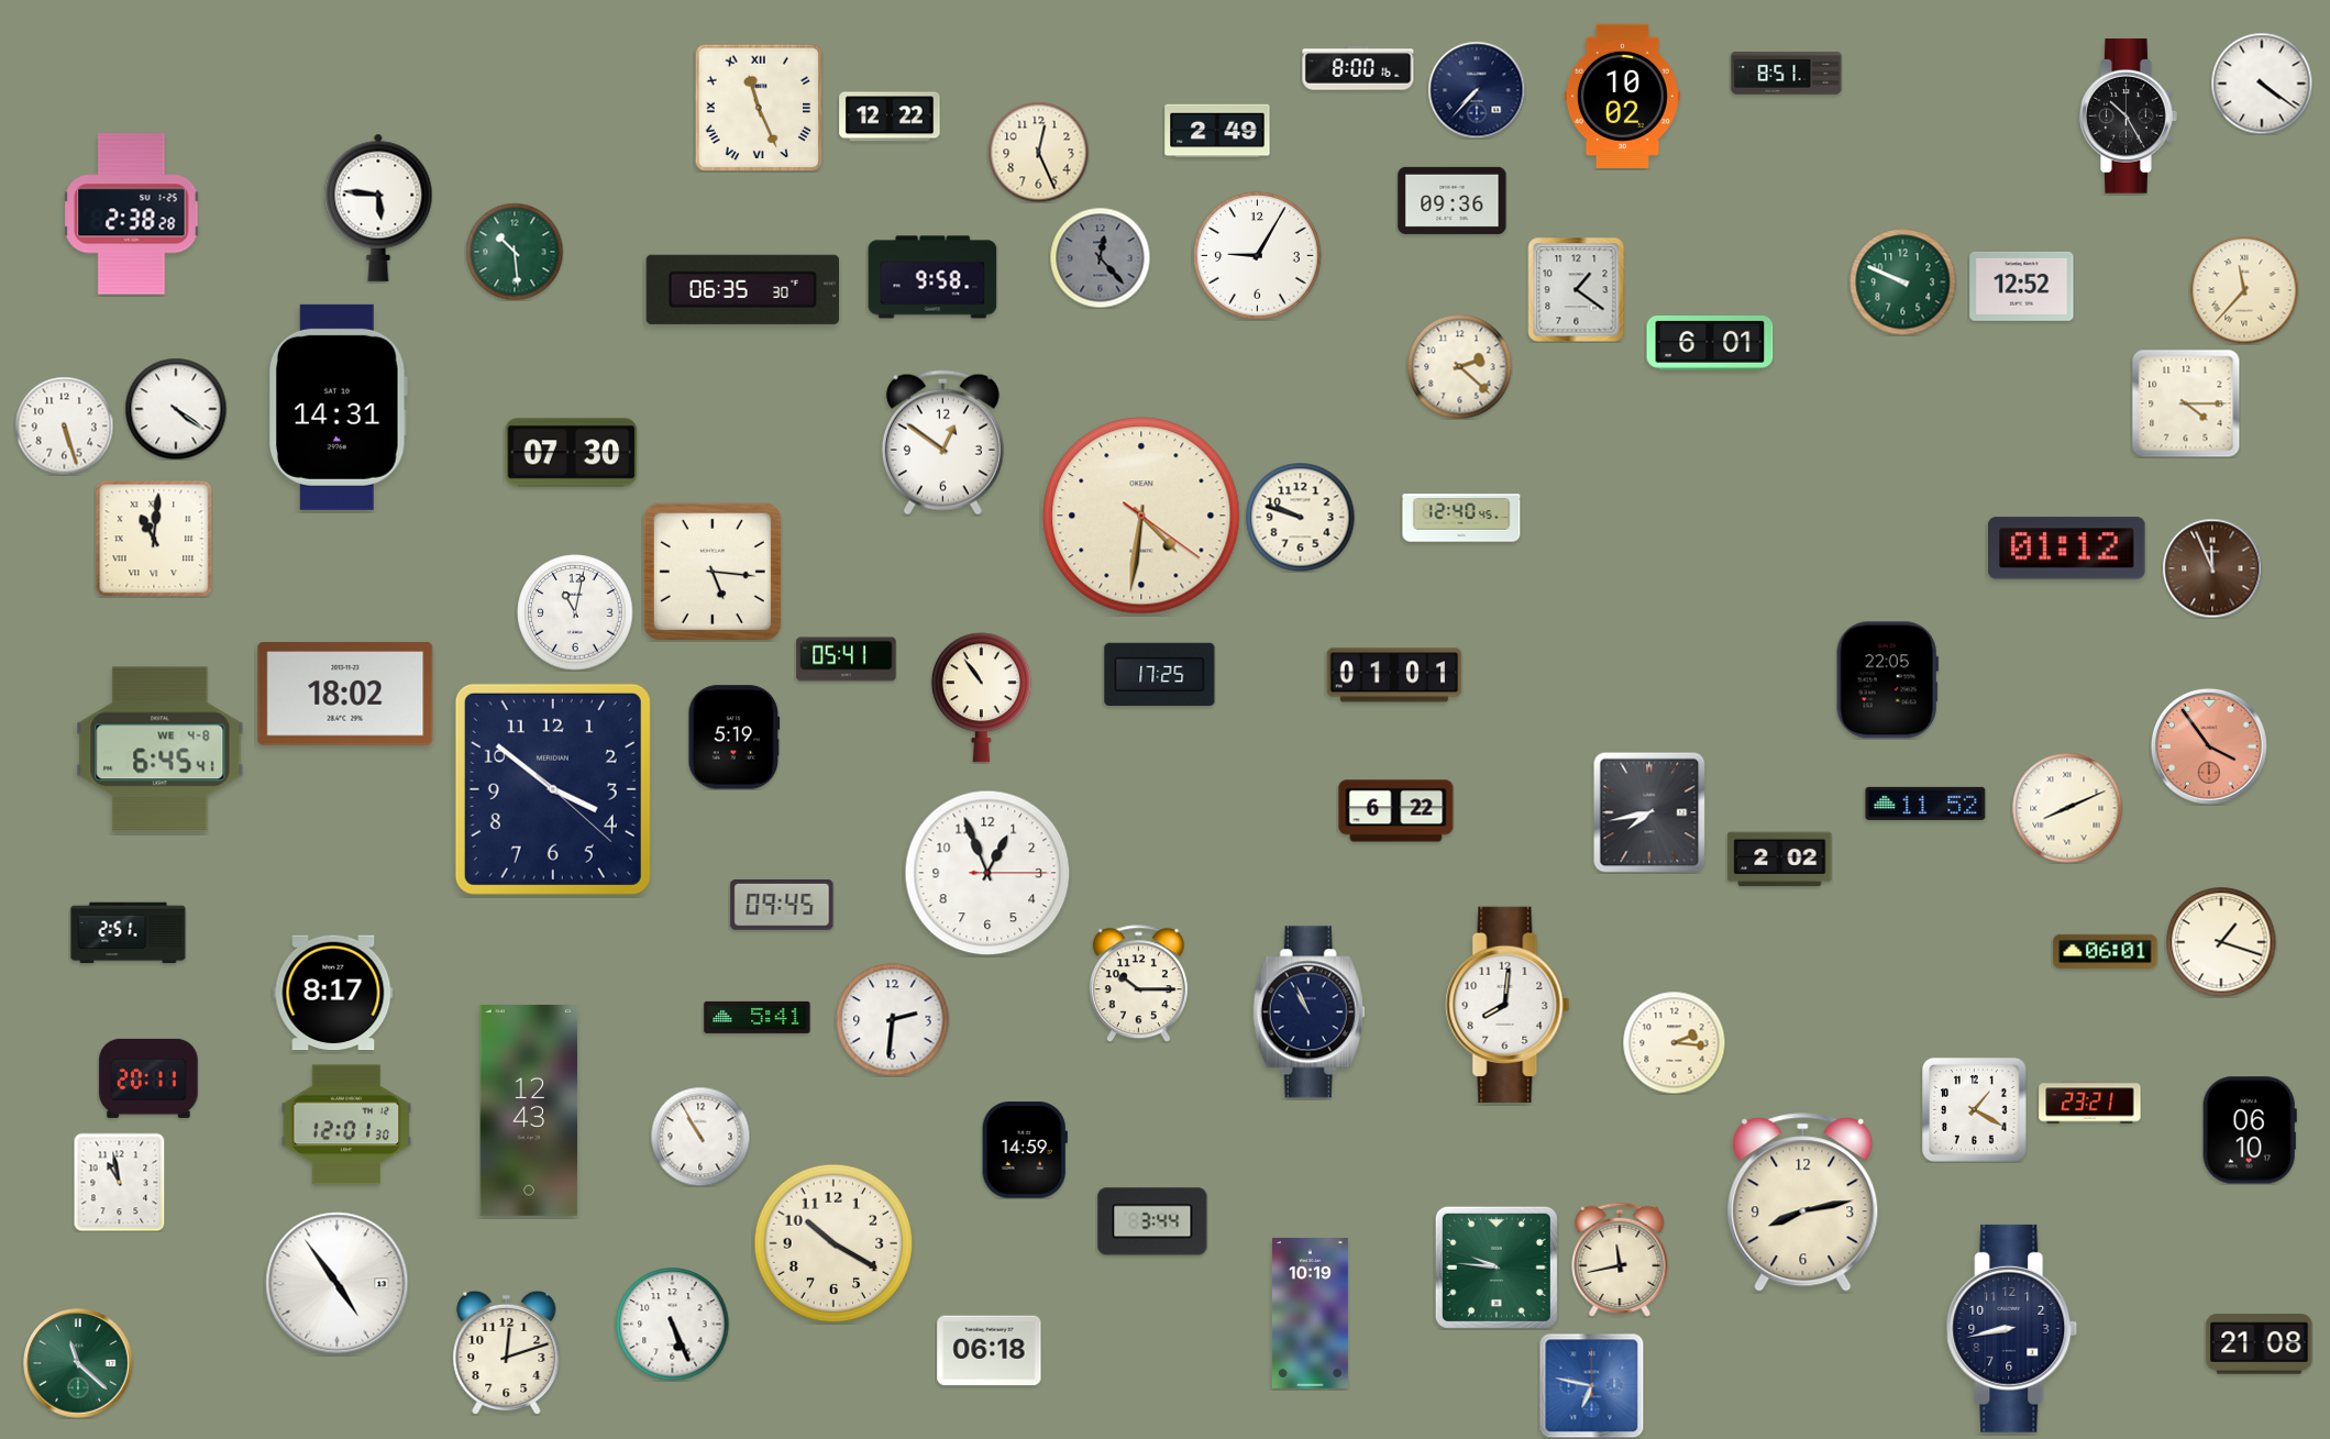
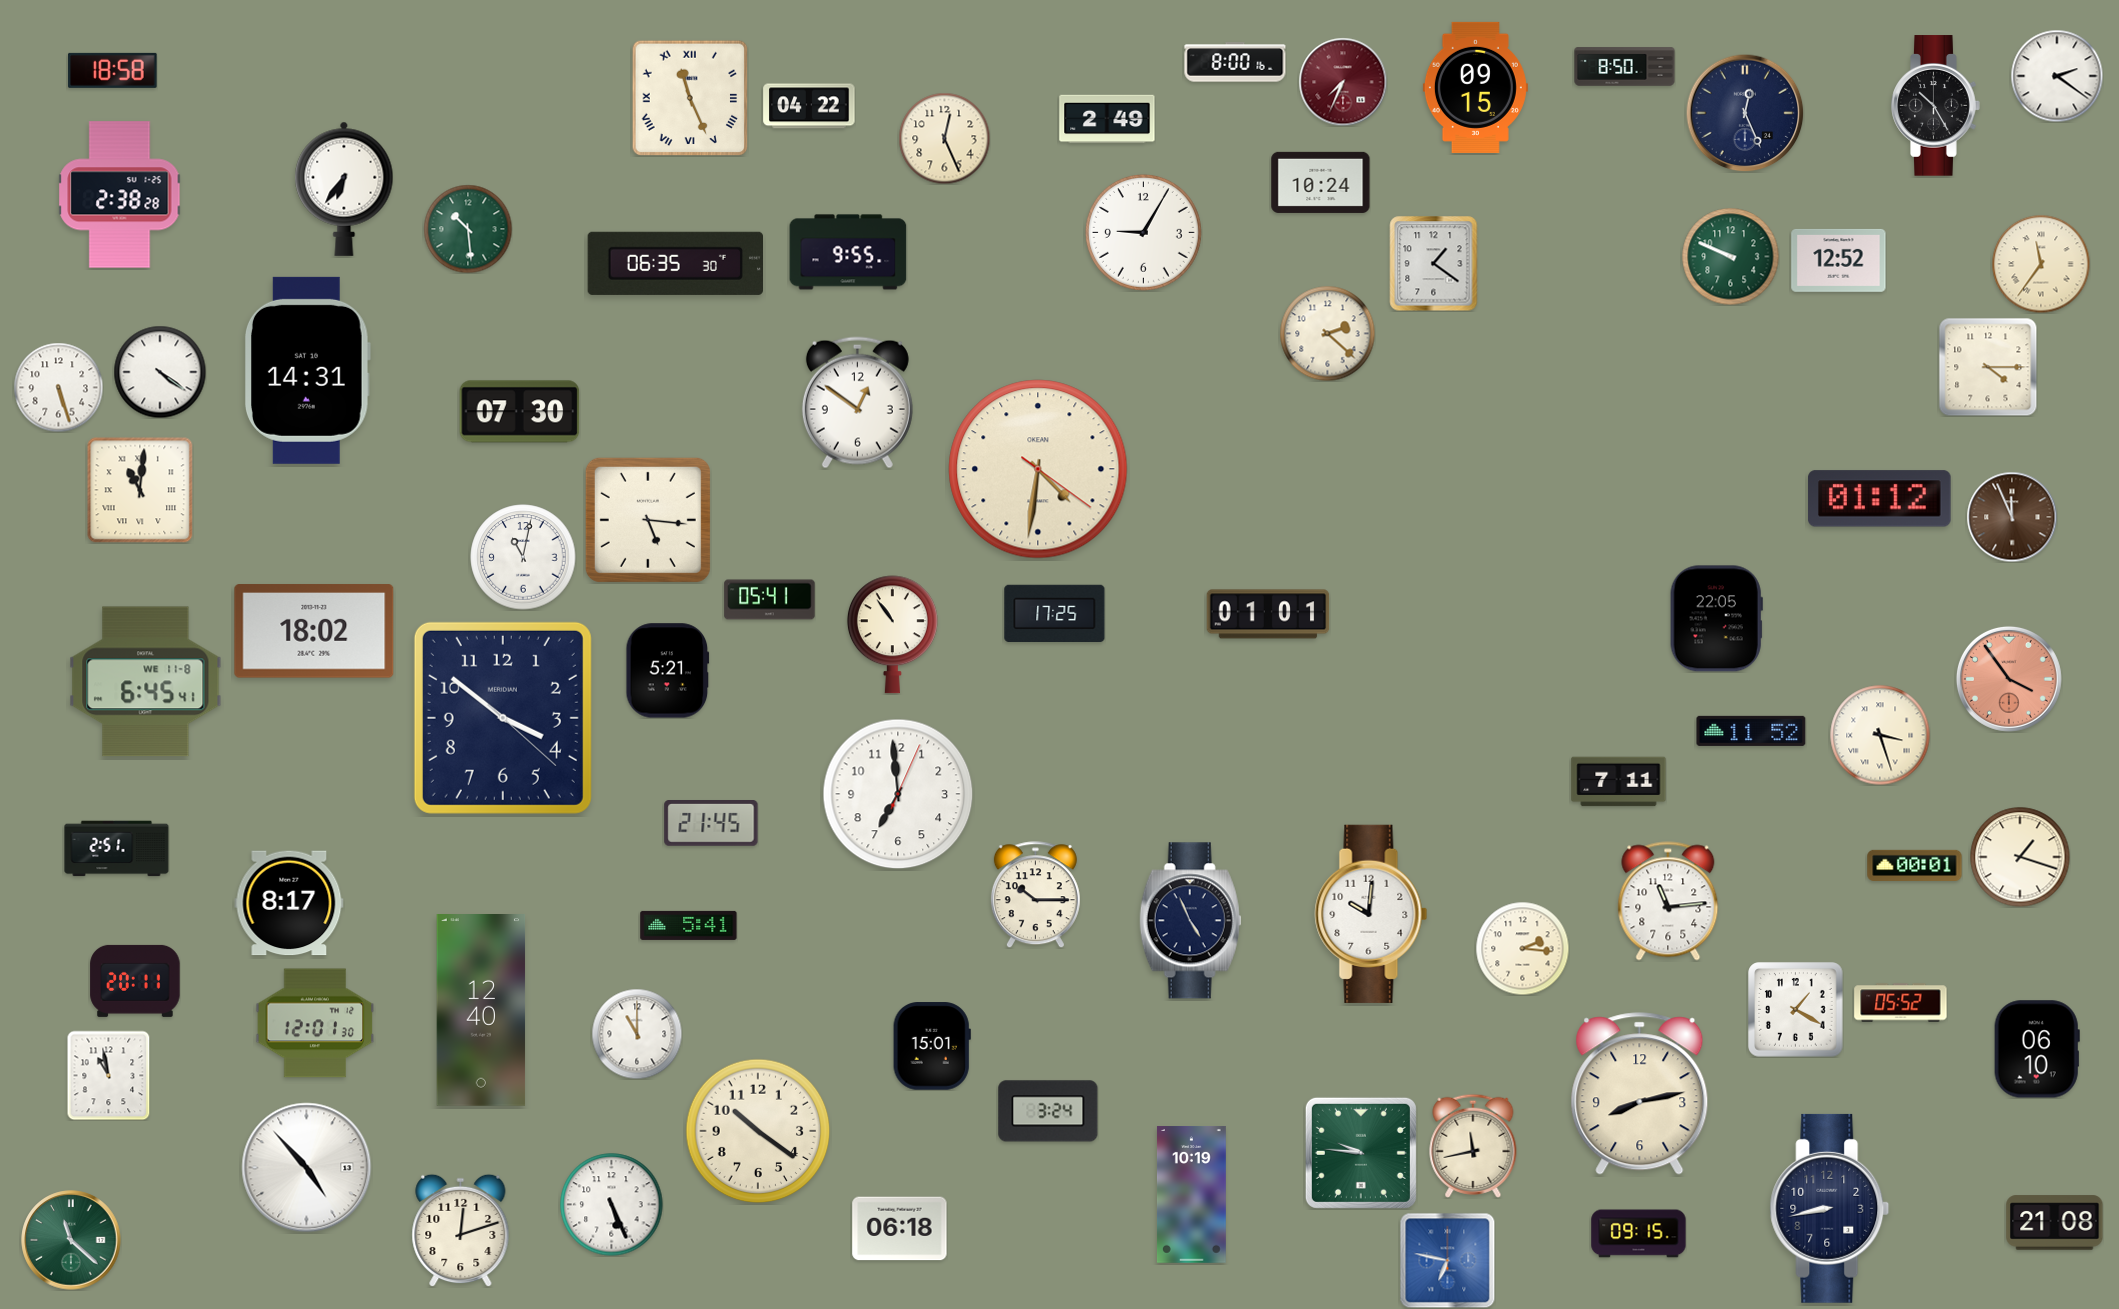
clock at (1787, 74): 8:51 -> 8:50
clock at (113, 70): none -> 18:58
clock at (2262, 84): 4:21 -> 2:21
clock at (1477, 90): 7:37 -> 7:34
clock at (1477, 90) dial: navy -> burgundy
clock at (1622, 96): 10:02 -> 09:15
clock at (890, 117): 12:22 -> 04:22
clock at (1745, 113): none -> 12:26
clock at (1453, 200): 09:36 -> 10:24
clock at (378, 208): 5:46 -> 6:36
clock at (1100, 257): 12:23 -> none
clock at (932, 277): 9:58 -> 9:55
clock at (2244, 290): 11:37 -> 11:36
clock at (1710, 343): 6:01 -> none
clock at (1301, 518): 9:48 -> none
clock at (1461, 518): 12:40 -> none
clock at (735, 738): 5:19 -> 5:21
clock at (161, 750) date: WE 4-8 -> WE 11-8
clock at (2067, 808): 8:11 -> 3:27
clock at (1396, 811): 6:22 -> none
clock at (1649, 812): 7:43 -> none
clock at (1780, 860): 2:02 -> 7:11
clock at (987, 873): 12:56 -> 6:59
clock at (782, 906): 09:45 -> 21:45
clock at (2106, 951): 06:01 -> 00:01
clock at (1668, 901): none -> 11:14
clock at (333, 993) position: (333, 993) -> (289, 903)
clock at (1508, 1005): 8:01 -> 10:01
clock at (1310, 1012): 10:56 -> 4:56
clock at (893, 1020): 2:31 -> none
clock at (2090, 1103): 23:21 -> 05:52
clock at (529, 1111): 12:43 -> 12:40
clock at (2250, 1130) position: (2250, 1130) -> (2037, 1049)
clock at (700, 1137): 10:55 -> 11:00
clock at (1025, 1150): 14:59 -> 15:01
clock at (1152, 1221): 3:44 -> 3:24
clock at (833, 1243): 10:20 -> 10:21
clock at (338, 1284): 4:54 -> 4:53
clock at (1639, 1234): none -> 09:15
